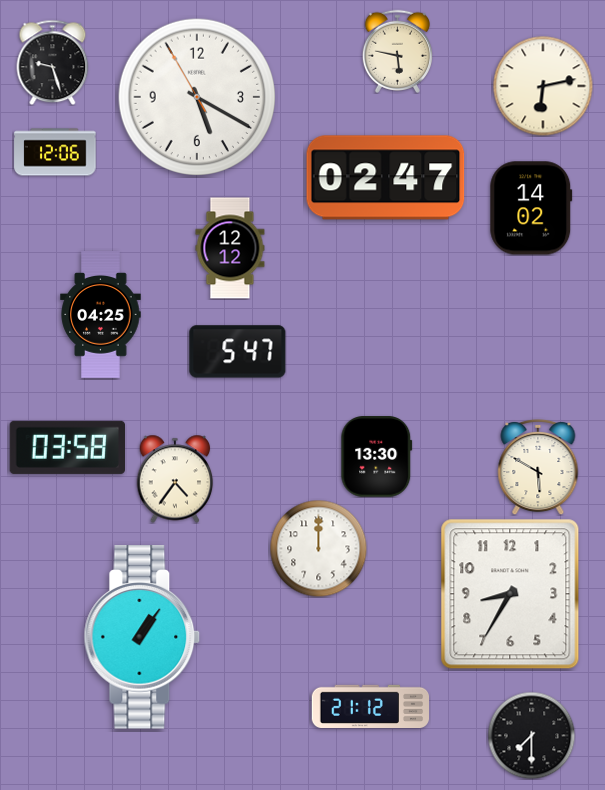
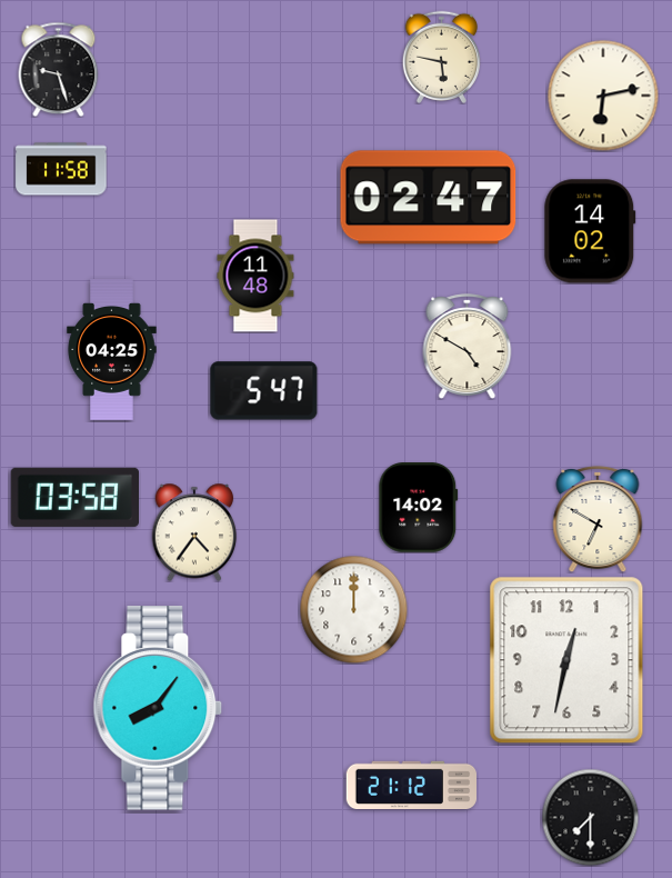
clock at (196, 96): 5:19 -> none
clock at (55, 152): 12:06 -> 11:58
clock at (230, 248): 12:12 -> 11:48
clock at (468, 346): none -> 4:50
clock at (377, 457): 13:30 -> 14:02
clock at (538, 467): 5:50 -> 6:50
clock at (510, 594): 8:35 -> 12:32
clock at (142, 637): 1:06 -> 8:06
